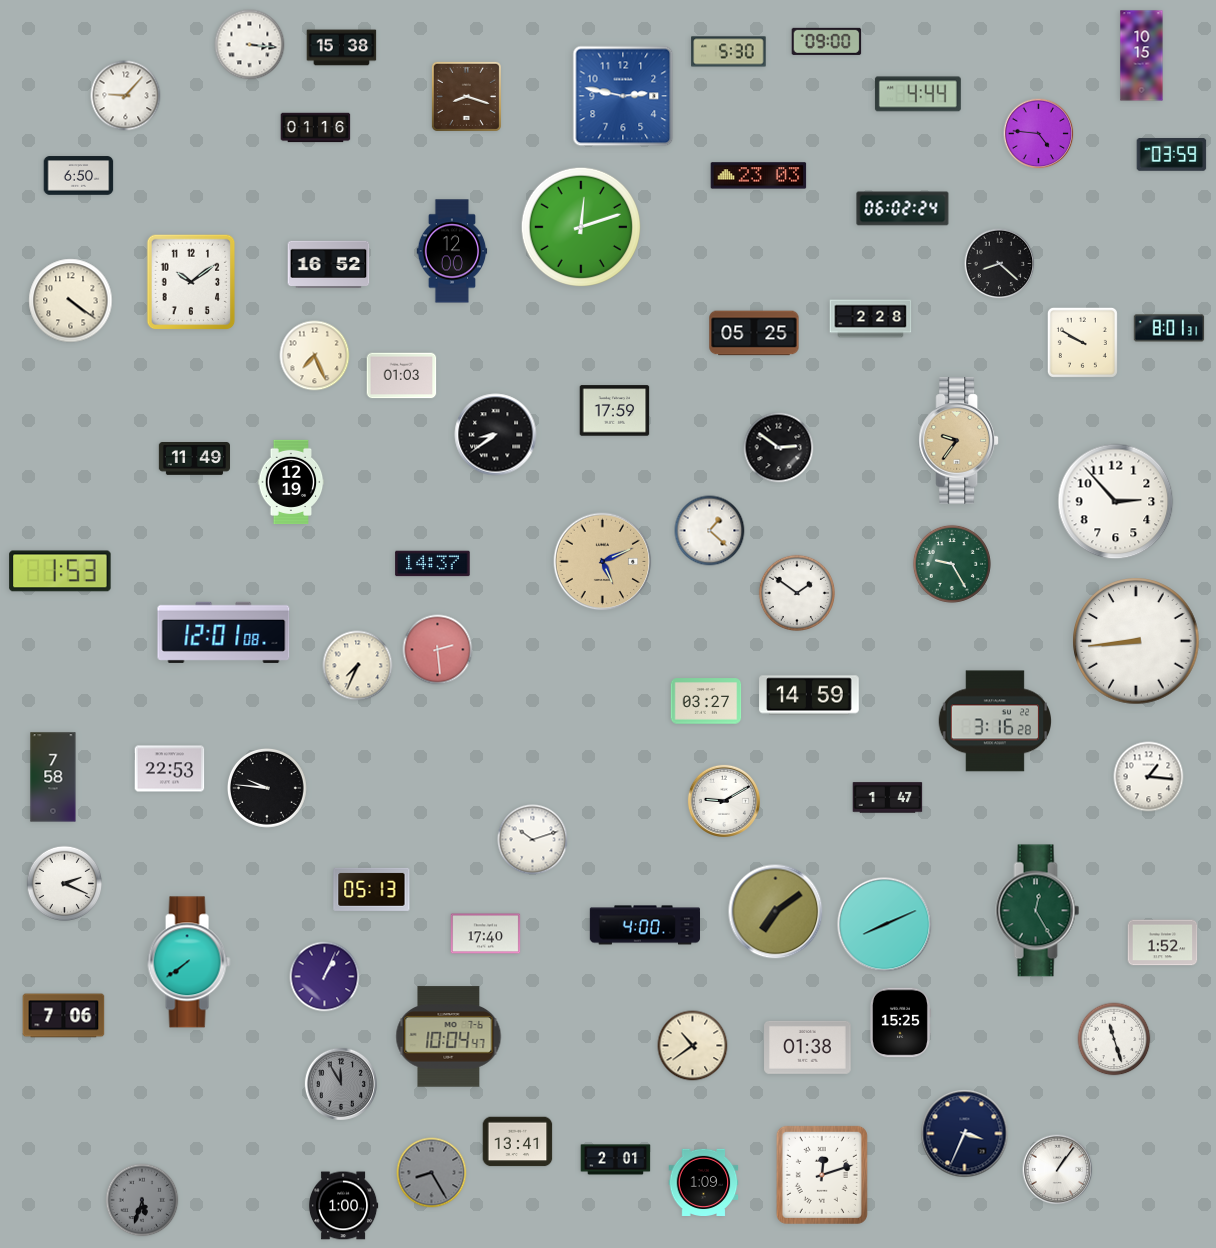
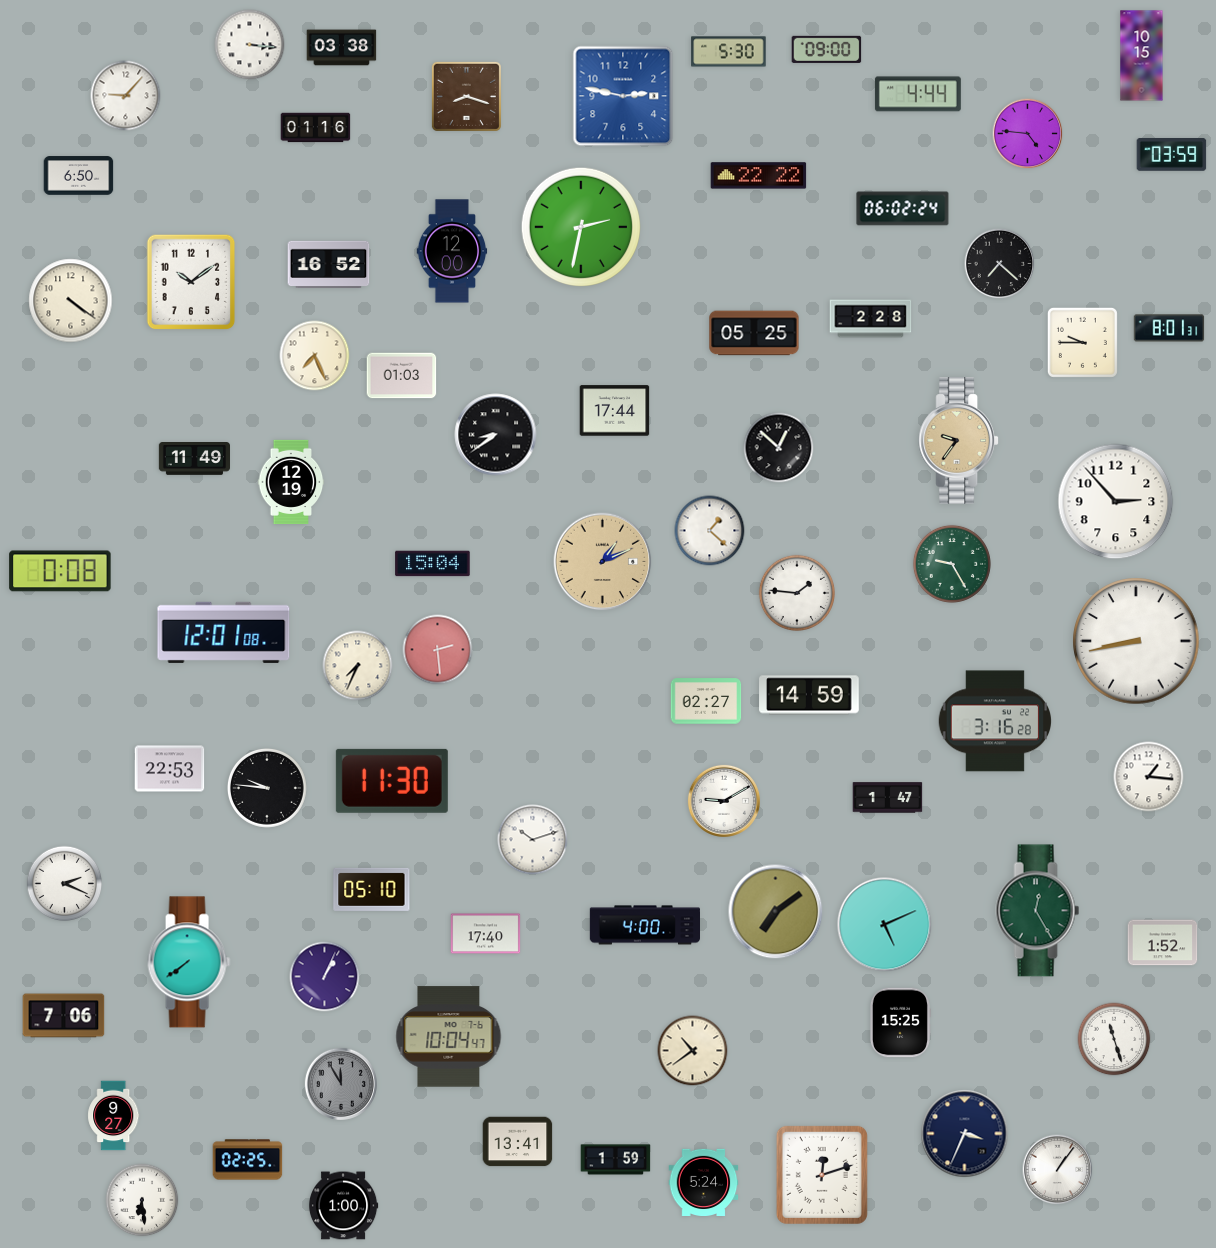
clock at (827, 41) position: (827, 41) -> (827, 49)
clock at (342, 48): 15:38 -> 03:38
clock at (1039, 134) position: (1039, 134) -> (1028, 134)
clock at (759, 176): 23:03 -> 22:22
clock at (580, 226): 12:12 -> 2:32
clock at (1000, 264): 8:22 -> 7:22
clock at (1082, 342): 9:50 -> 9:45
clock at (615, 411): 17:59 -> 17:44
clock at (779, 448): 2:51 -> 12:52
clock at (603, 562): 5:11 -> 1:11
clock at (433, 564): 14:37 -> 15:04
clock at (60, 571): 1:53 -> 0:08
clock at (796, 592): 1:51 -> 1:46
clock at (1136, 641): 8:44 -> 8:43
clock at (706, 701): 03:27 -> 02:27
clock at (53, 777): 7:58 -> none
clock at (392, 781): none -> 11:30
clock at (372, 889): 05:13 -> 05:10
clock at (885, 925): 8:11 -> 5:11
clock at (693, 1046) position: (693, 1046) -> (693, 1051)
clock at (808, 1047): 01:38 -> none
clock at (114, 1116): none -> 9:27
clock at (248, 1160): none -> 02:25
clock at (616, 1160): 2:01 -> 1:59
clock at (432, 1173): 8:25 -> none
clock at (704, 1182): 1:09 -> 5:24
clock at (142, 1200): 5:33 -> 6:29
clock at (142, 1200) dial: grey -> white
